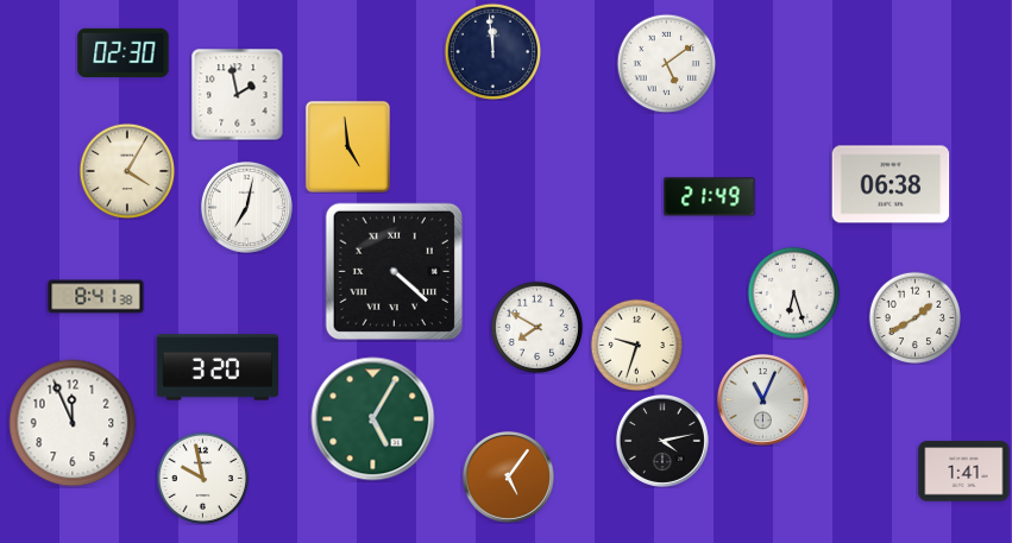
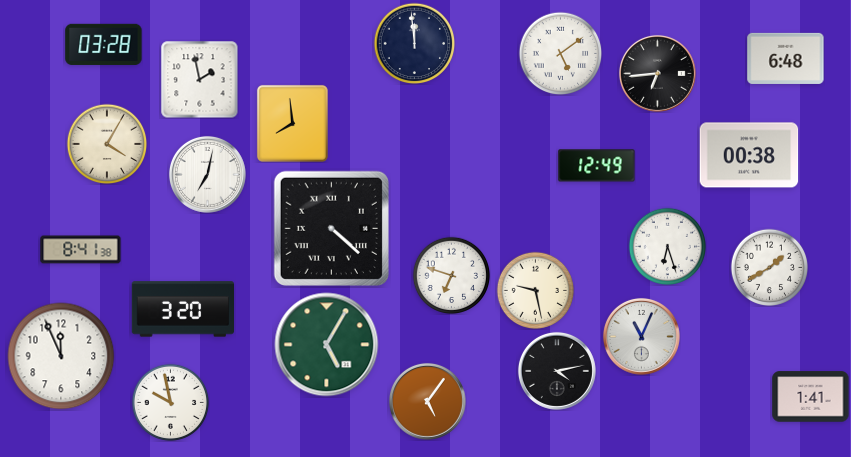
clock at (124, 52): 02:30 -> 03:28
clock at (786, 58): none -> 6:48
clock at (657, 73): none -> 6:44
clock at (347, 146): 4:59 -> 7:59
clock at (891, 184): 06:38 -> 00:38
clock at (710, 197): 21:49 -> 12:49
clock at (536, 327): 7:50 -> 6:48
clock at (636, 345): 9:33 -> 9:28
clock at (373, 419) position: (373, 419) -> (327, 345)
